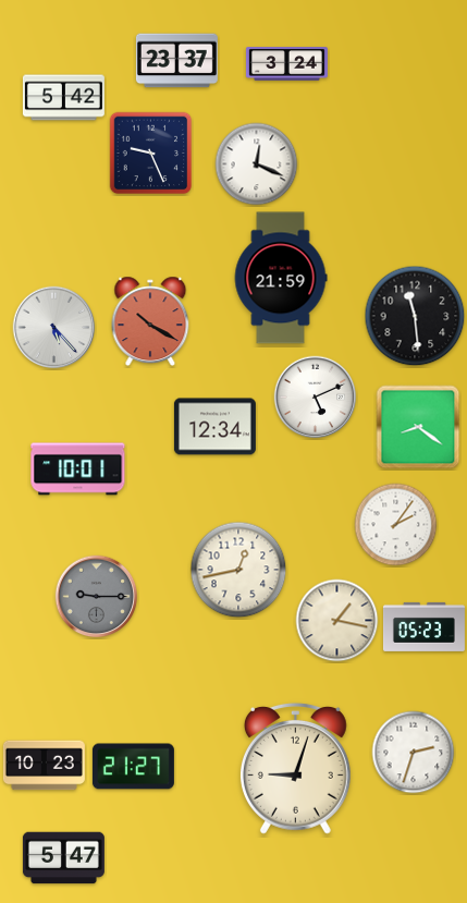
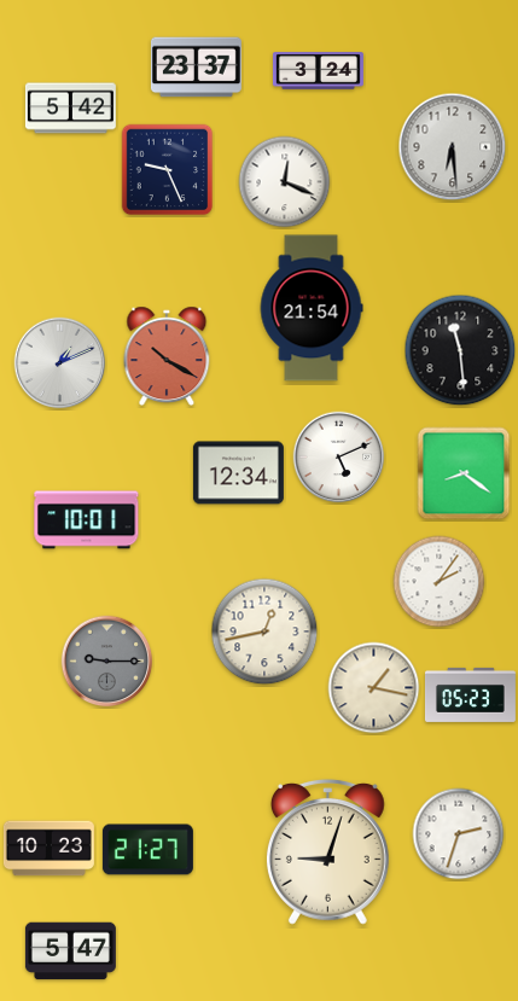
clock at (453, 147): none -> 6:29
clock at (281, 278): 21:59 -> 21:54
clock at (54, 328): 5:23 -> 1:11
clock at (316, 398) position: (316, 398) -> (339, 458)
